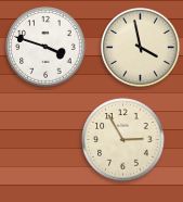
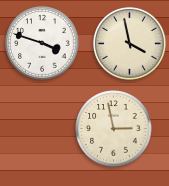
clock at (123, 140): 2:55 -> 2:58
